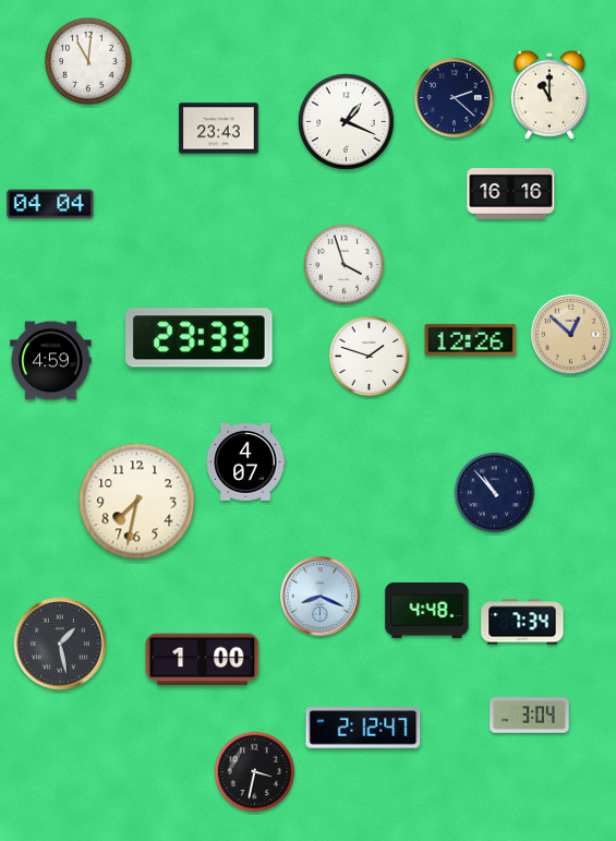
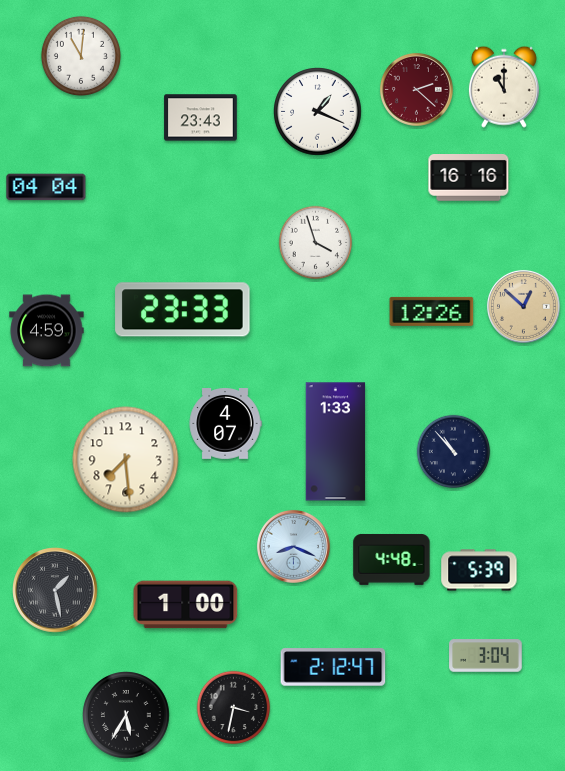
clock at (454, 97) dial: navy -> burgundy
clock at (370, 357): 1:48 -> none
clock at (336, 442): none -> 1:33
clock at (137, 502): 7:32 -> 7:29
clock at (522, 622): 7:34 -> 5:39
clock at (126, 715): none -> 5:35
